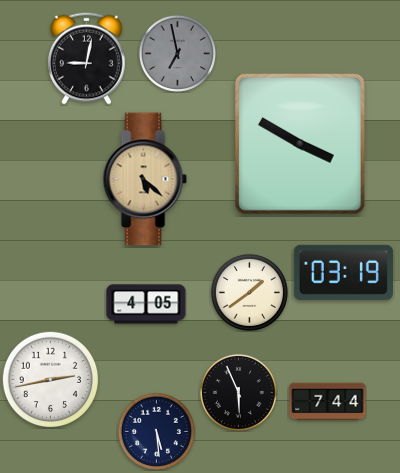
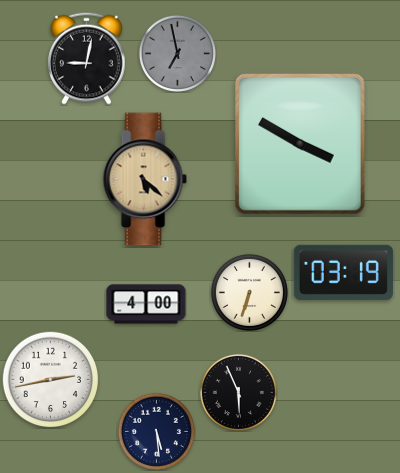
clock at (249, 292): 1:39 -> 6:33
clock at (146, 304): 4:05 -> 4:00
clock at (328, 402): 7:44 -> none
